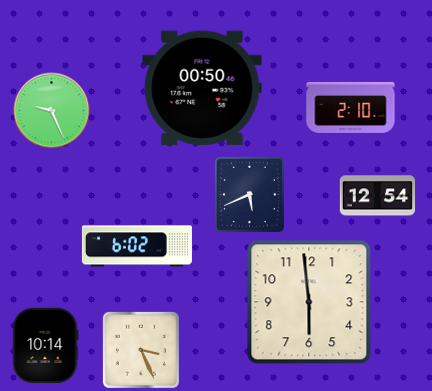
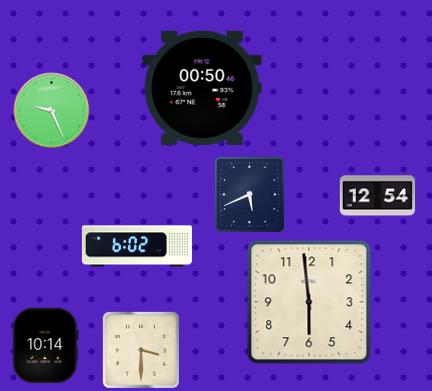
clock at (351, 107): 2:10 -> none
clock at (141, 350): 3:26 -> 3:30
